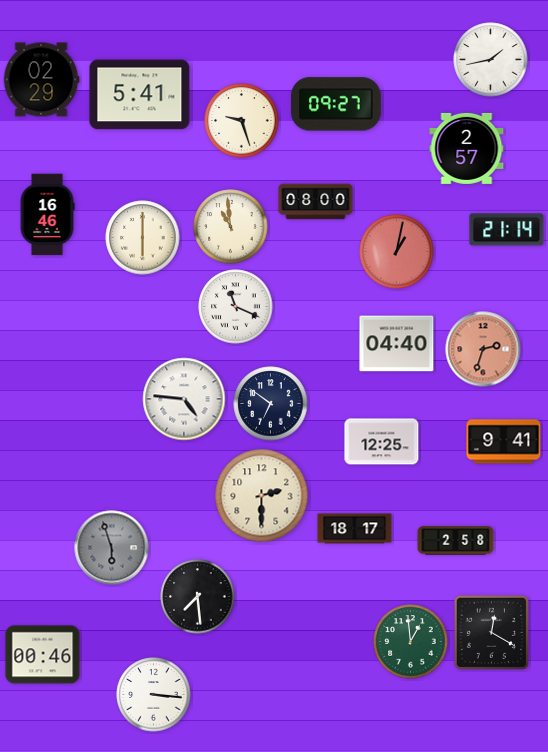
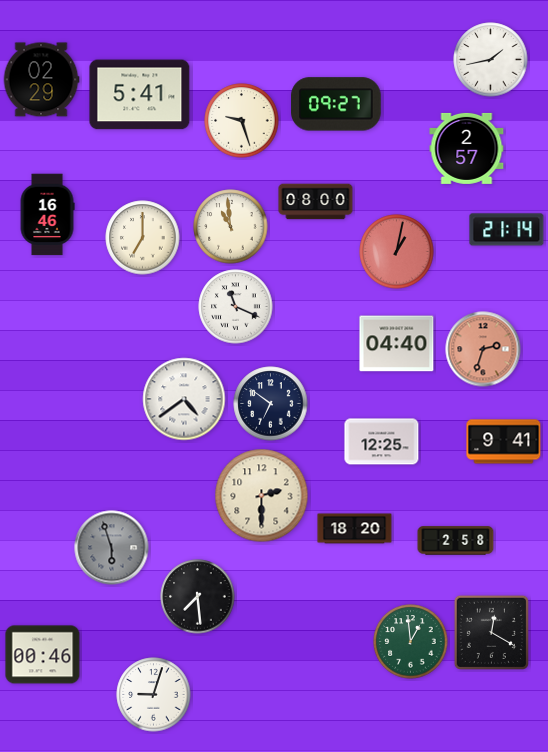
clock at (143, 238): 6:00 -> 7:00
clock at (184, 399): 4:46 -> 4:39
clock at (355, 529): 18:17 -> 18:20
clock at (154, 695): 3:16 -> 9:03
